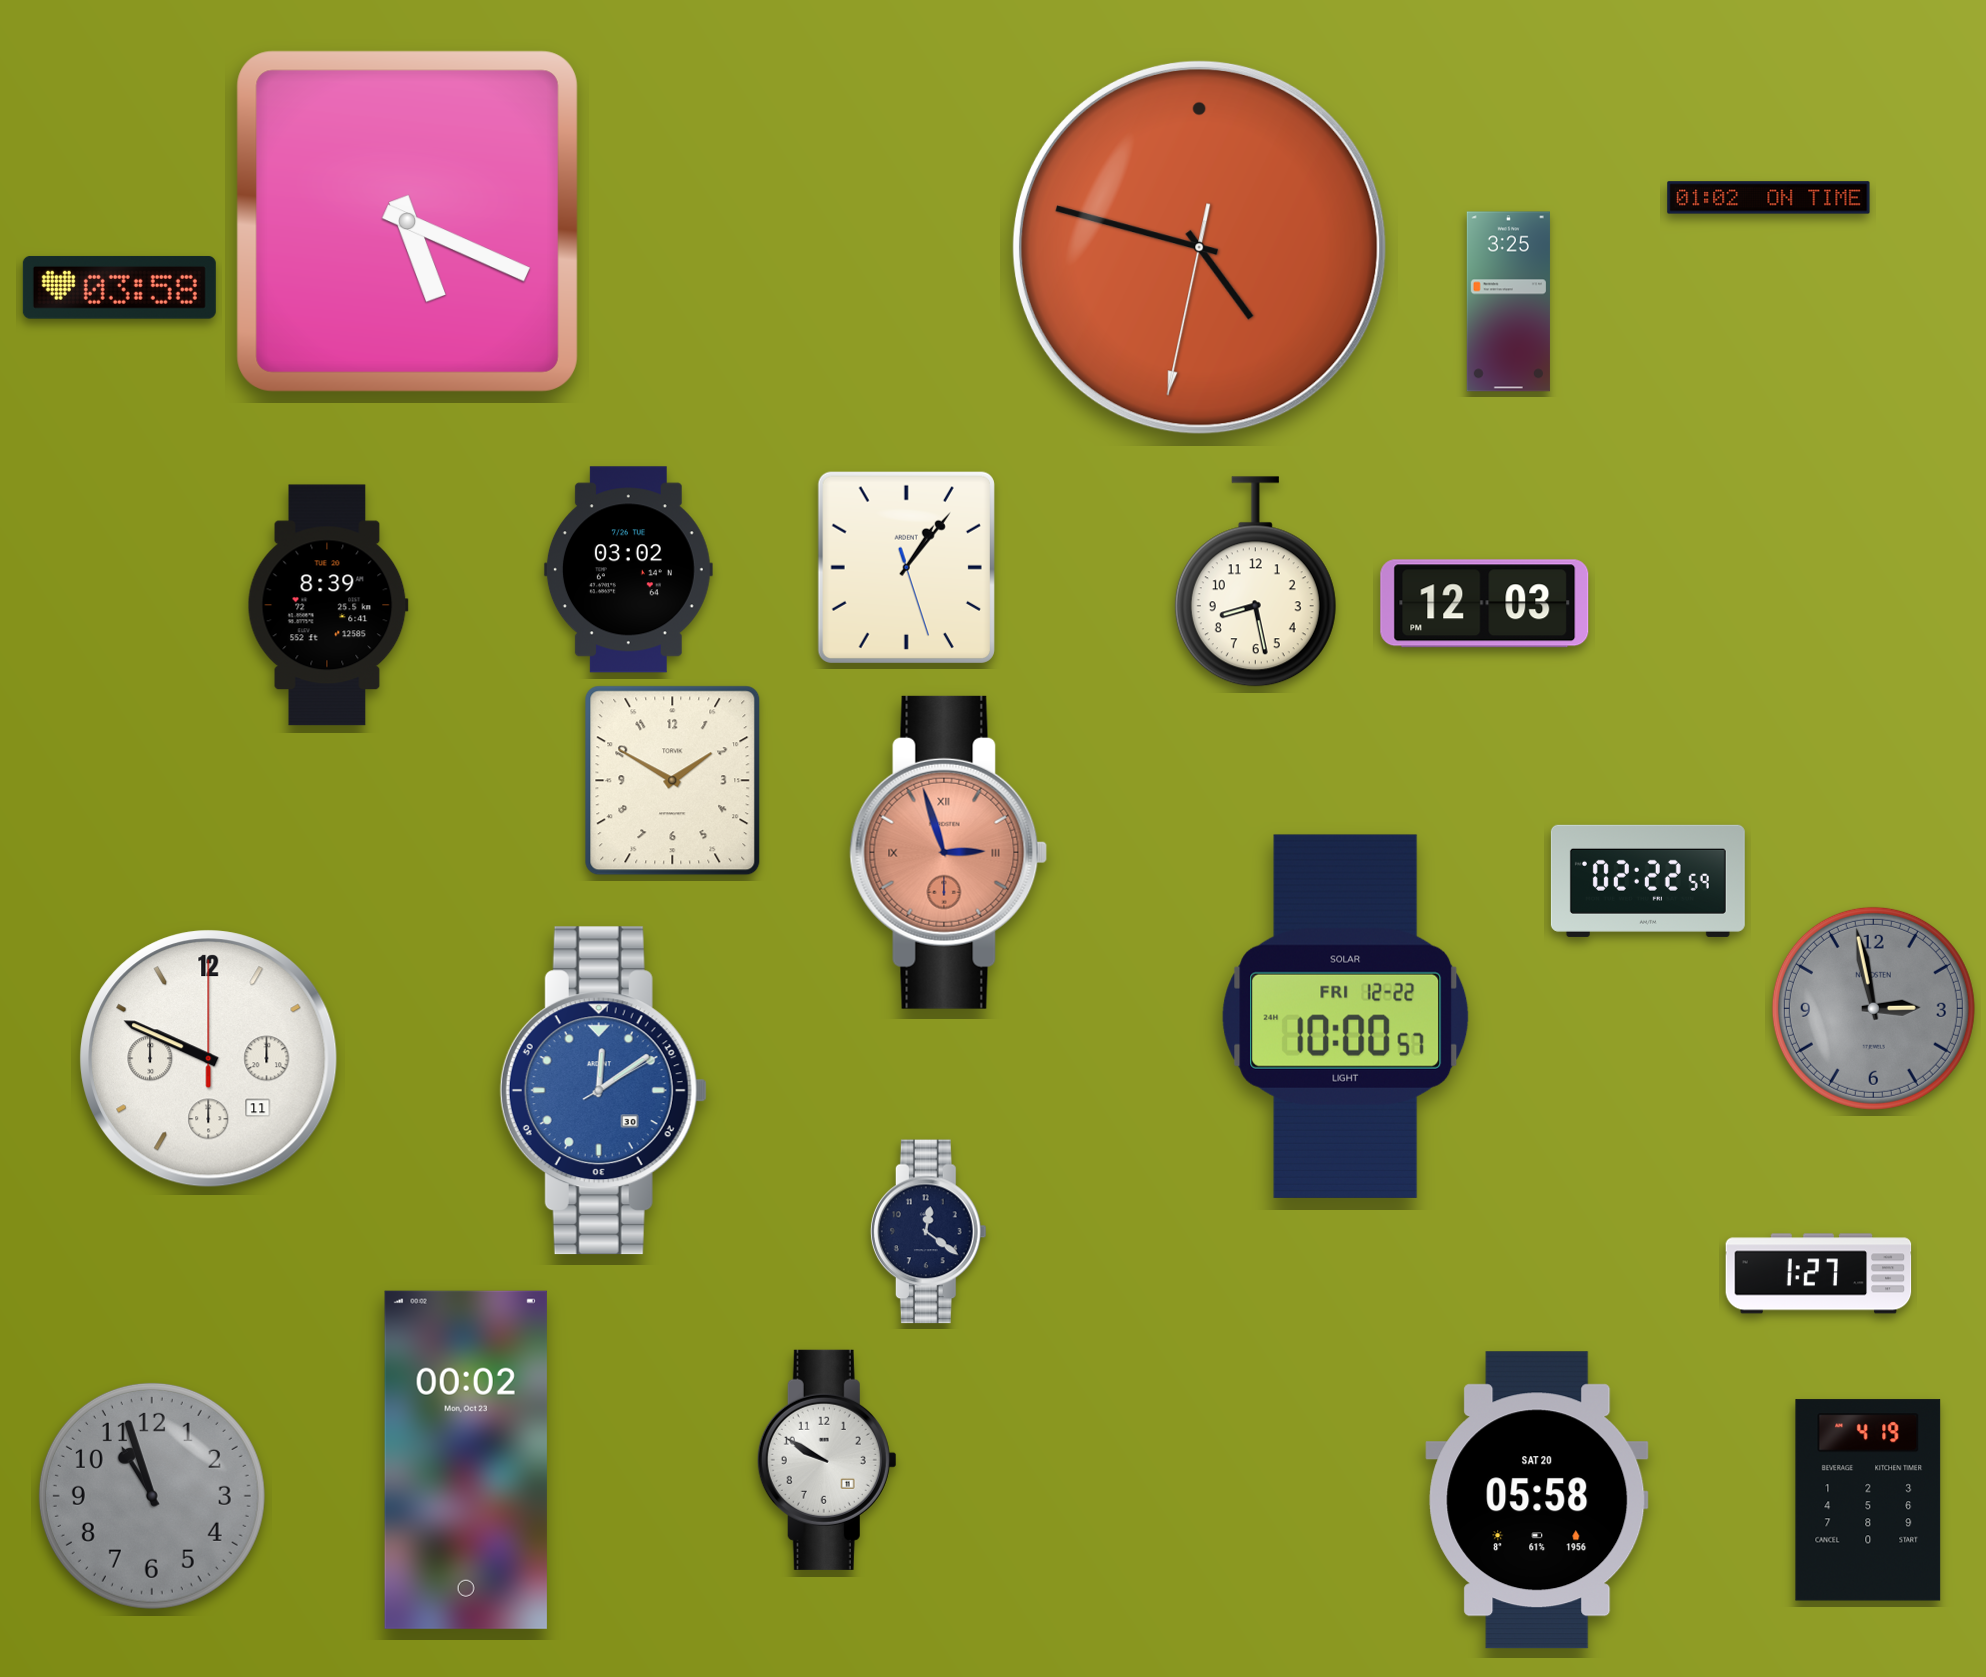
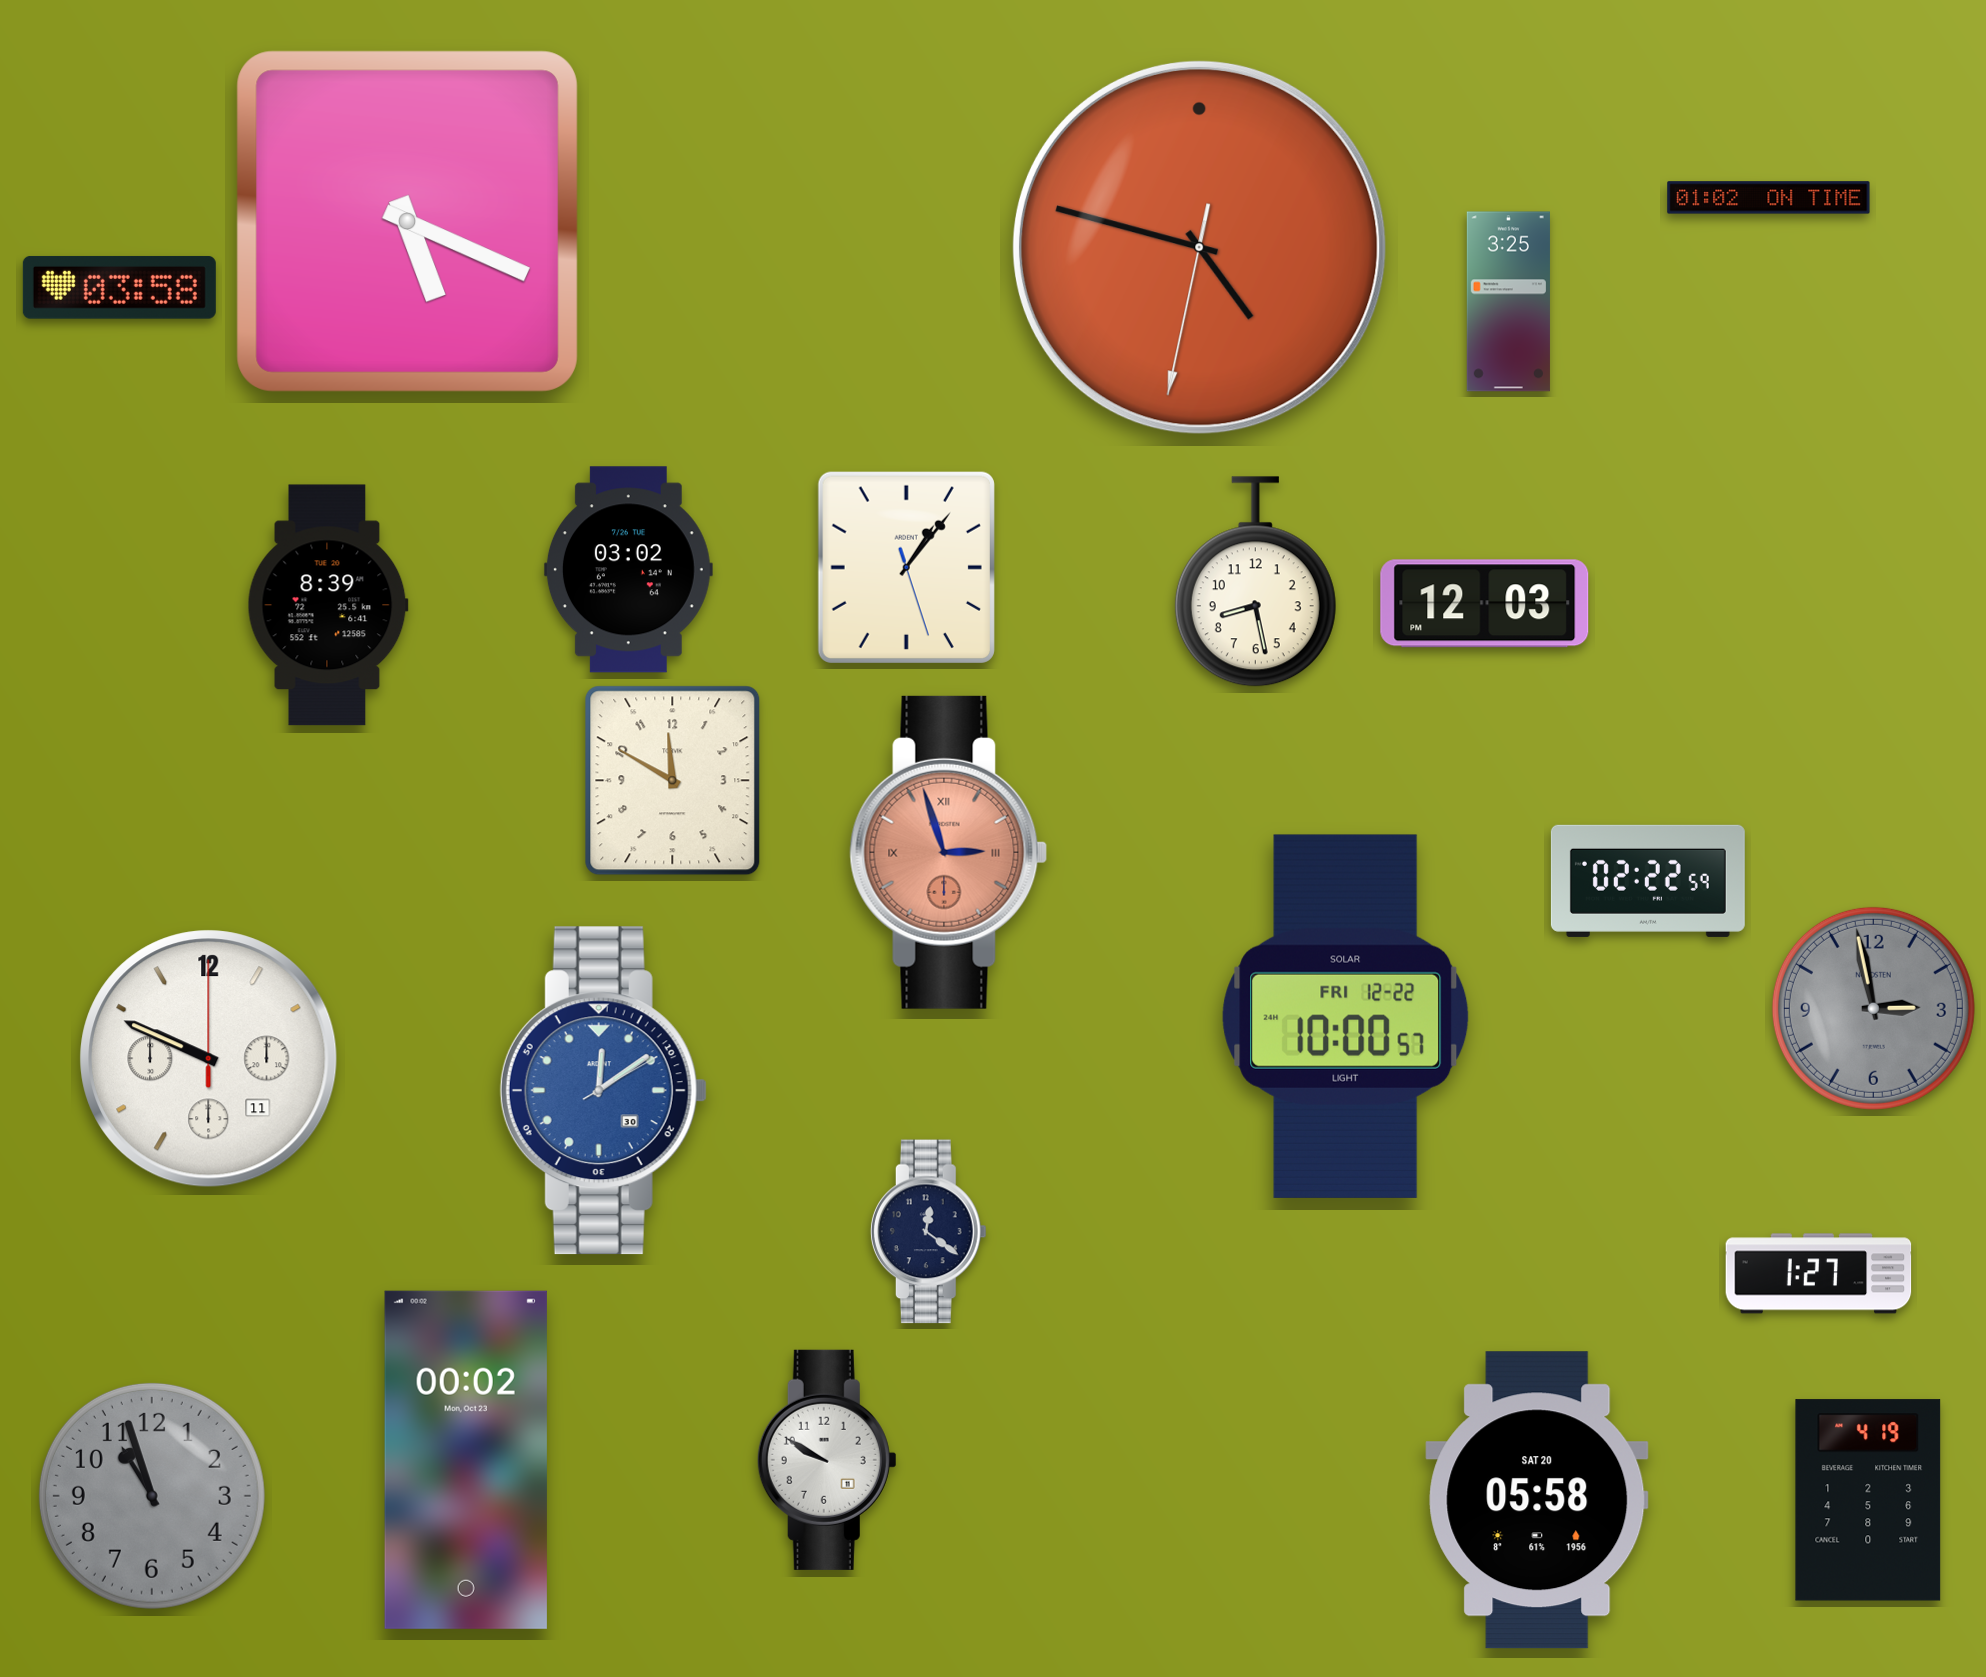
clock at (673, 781): 1:50 -> 11:50
